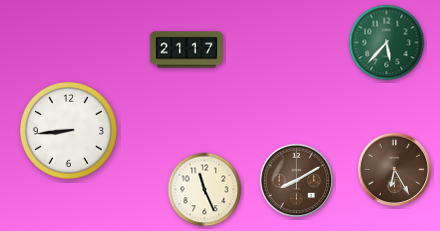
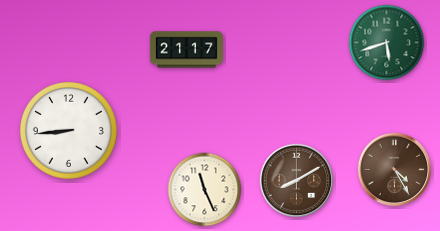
clock at (387, 43): 5:37 -> 5:42
clock at (395, 170): 6:25 -> 4:25
